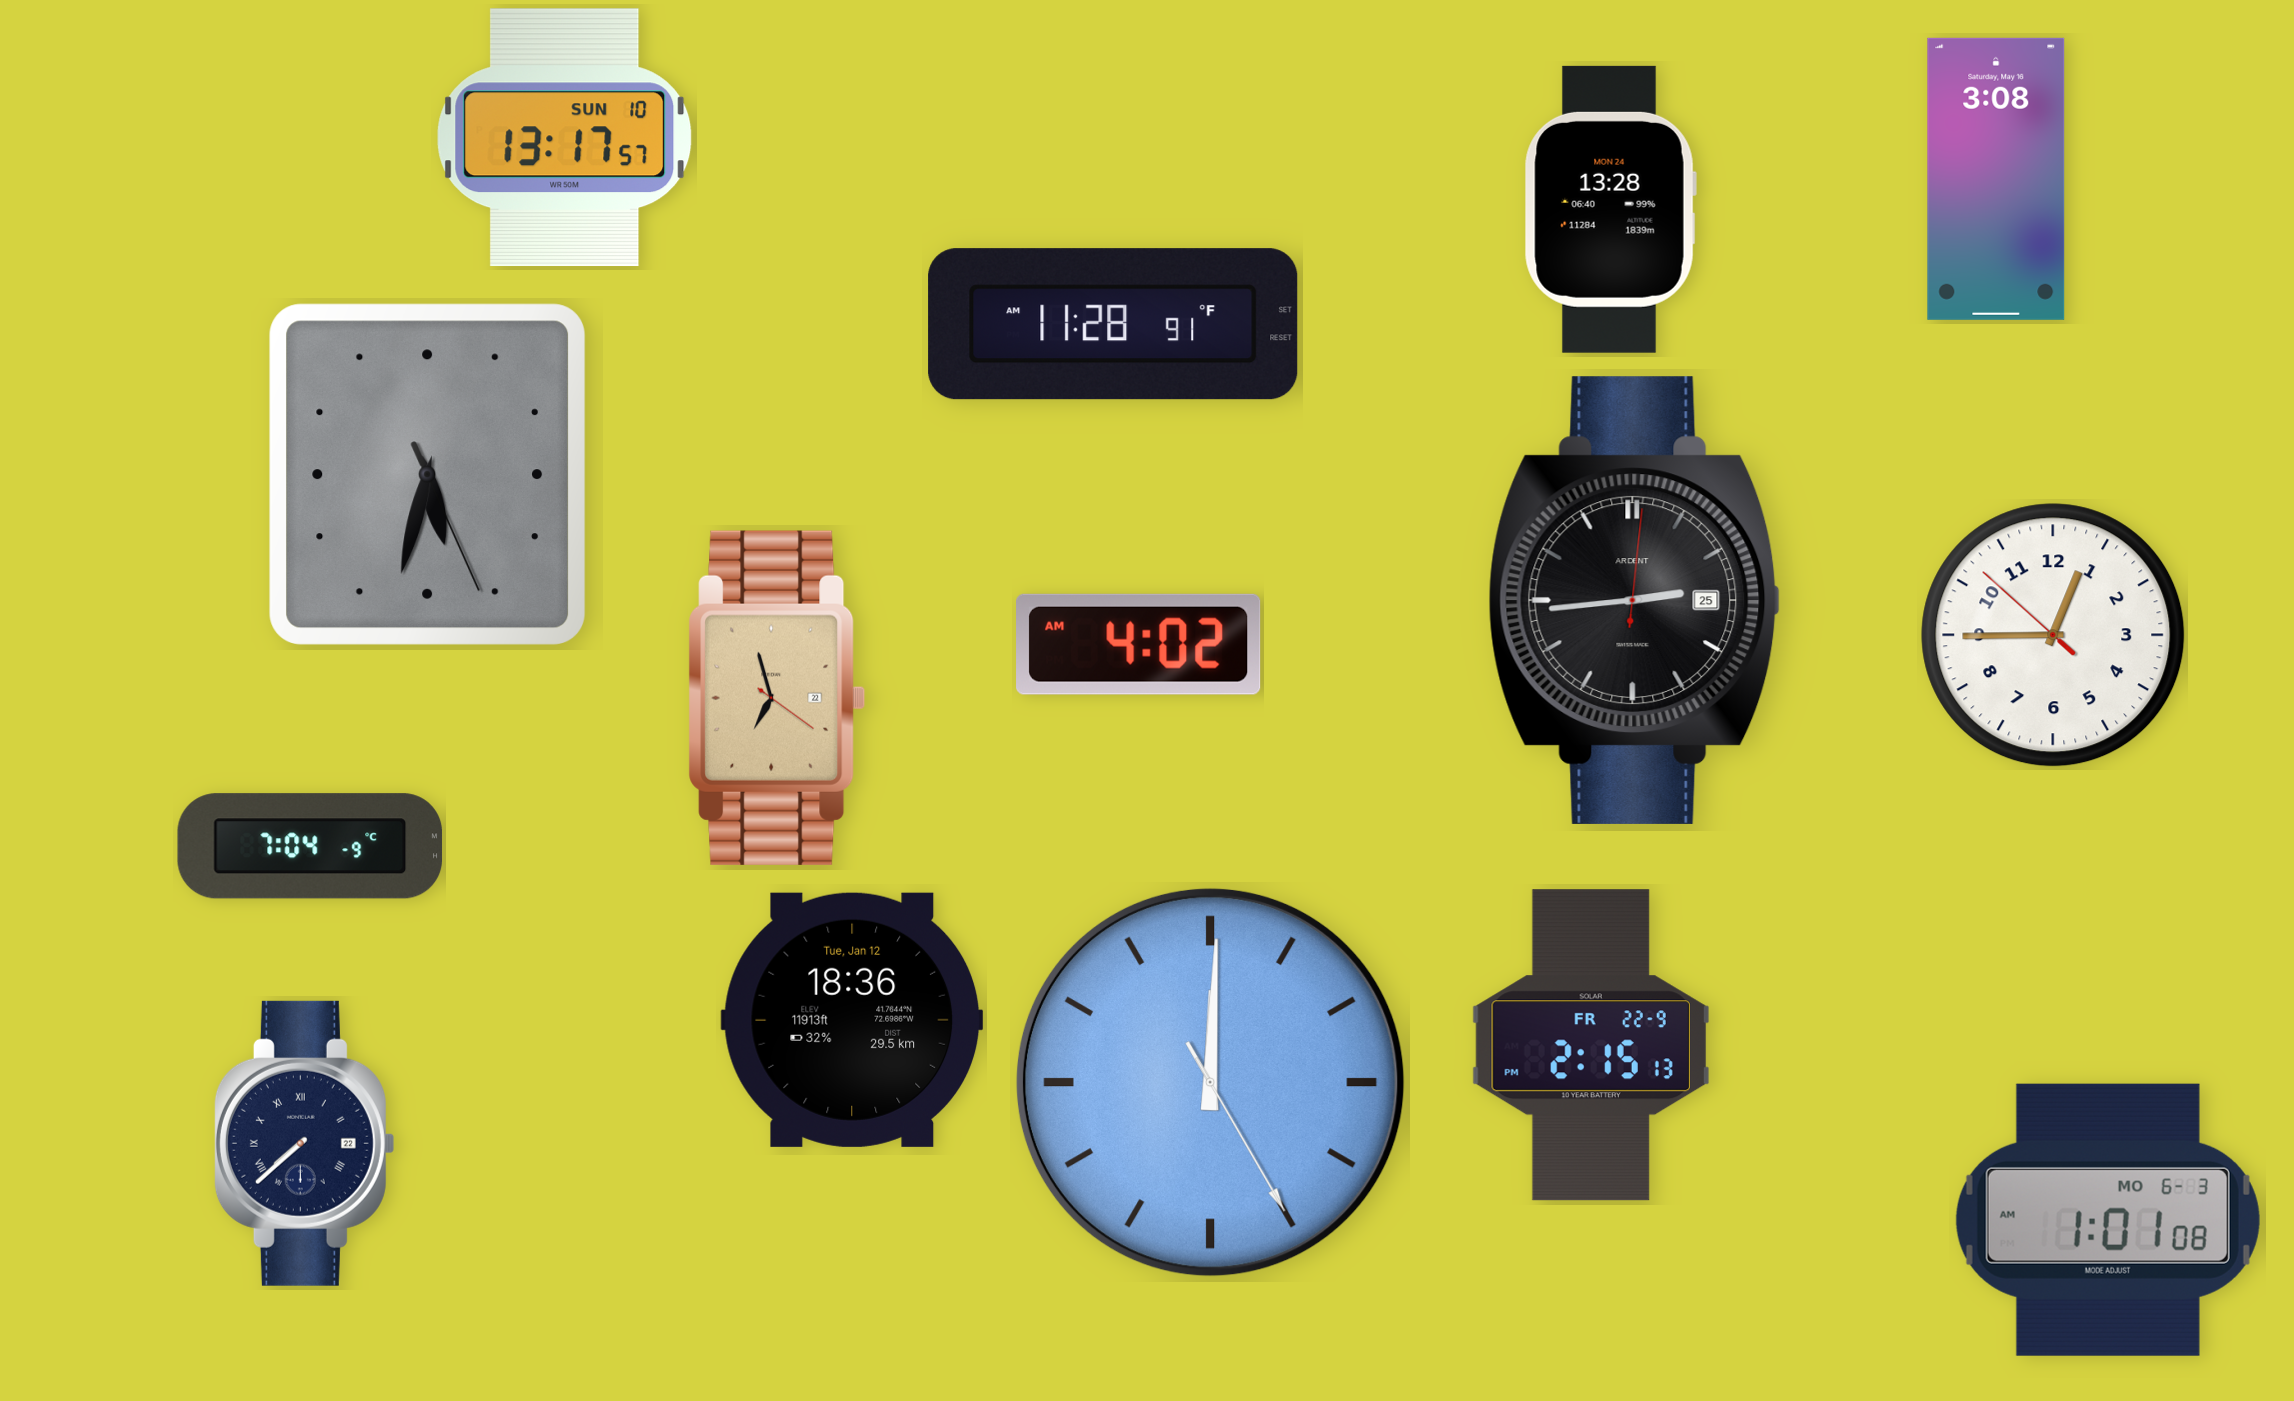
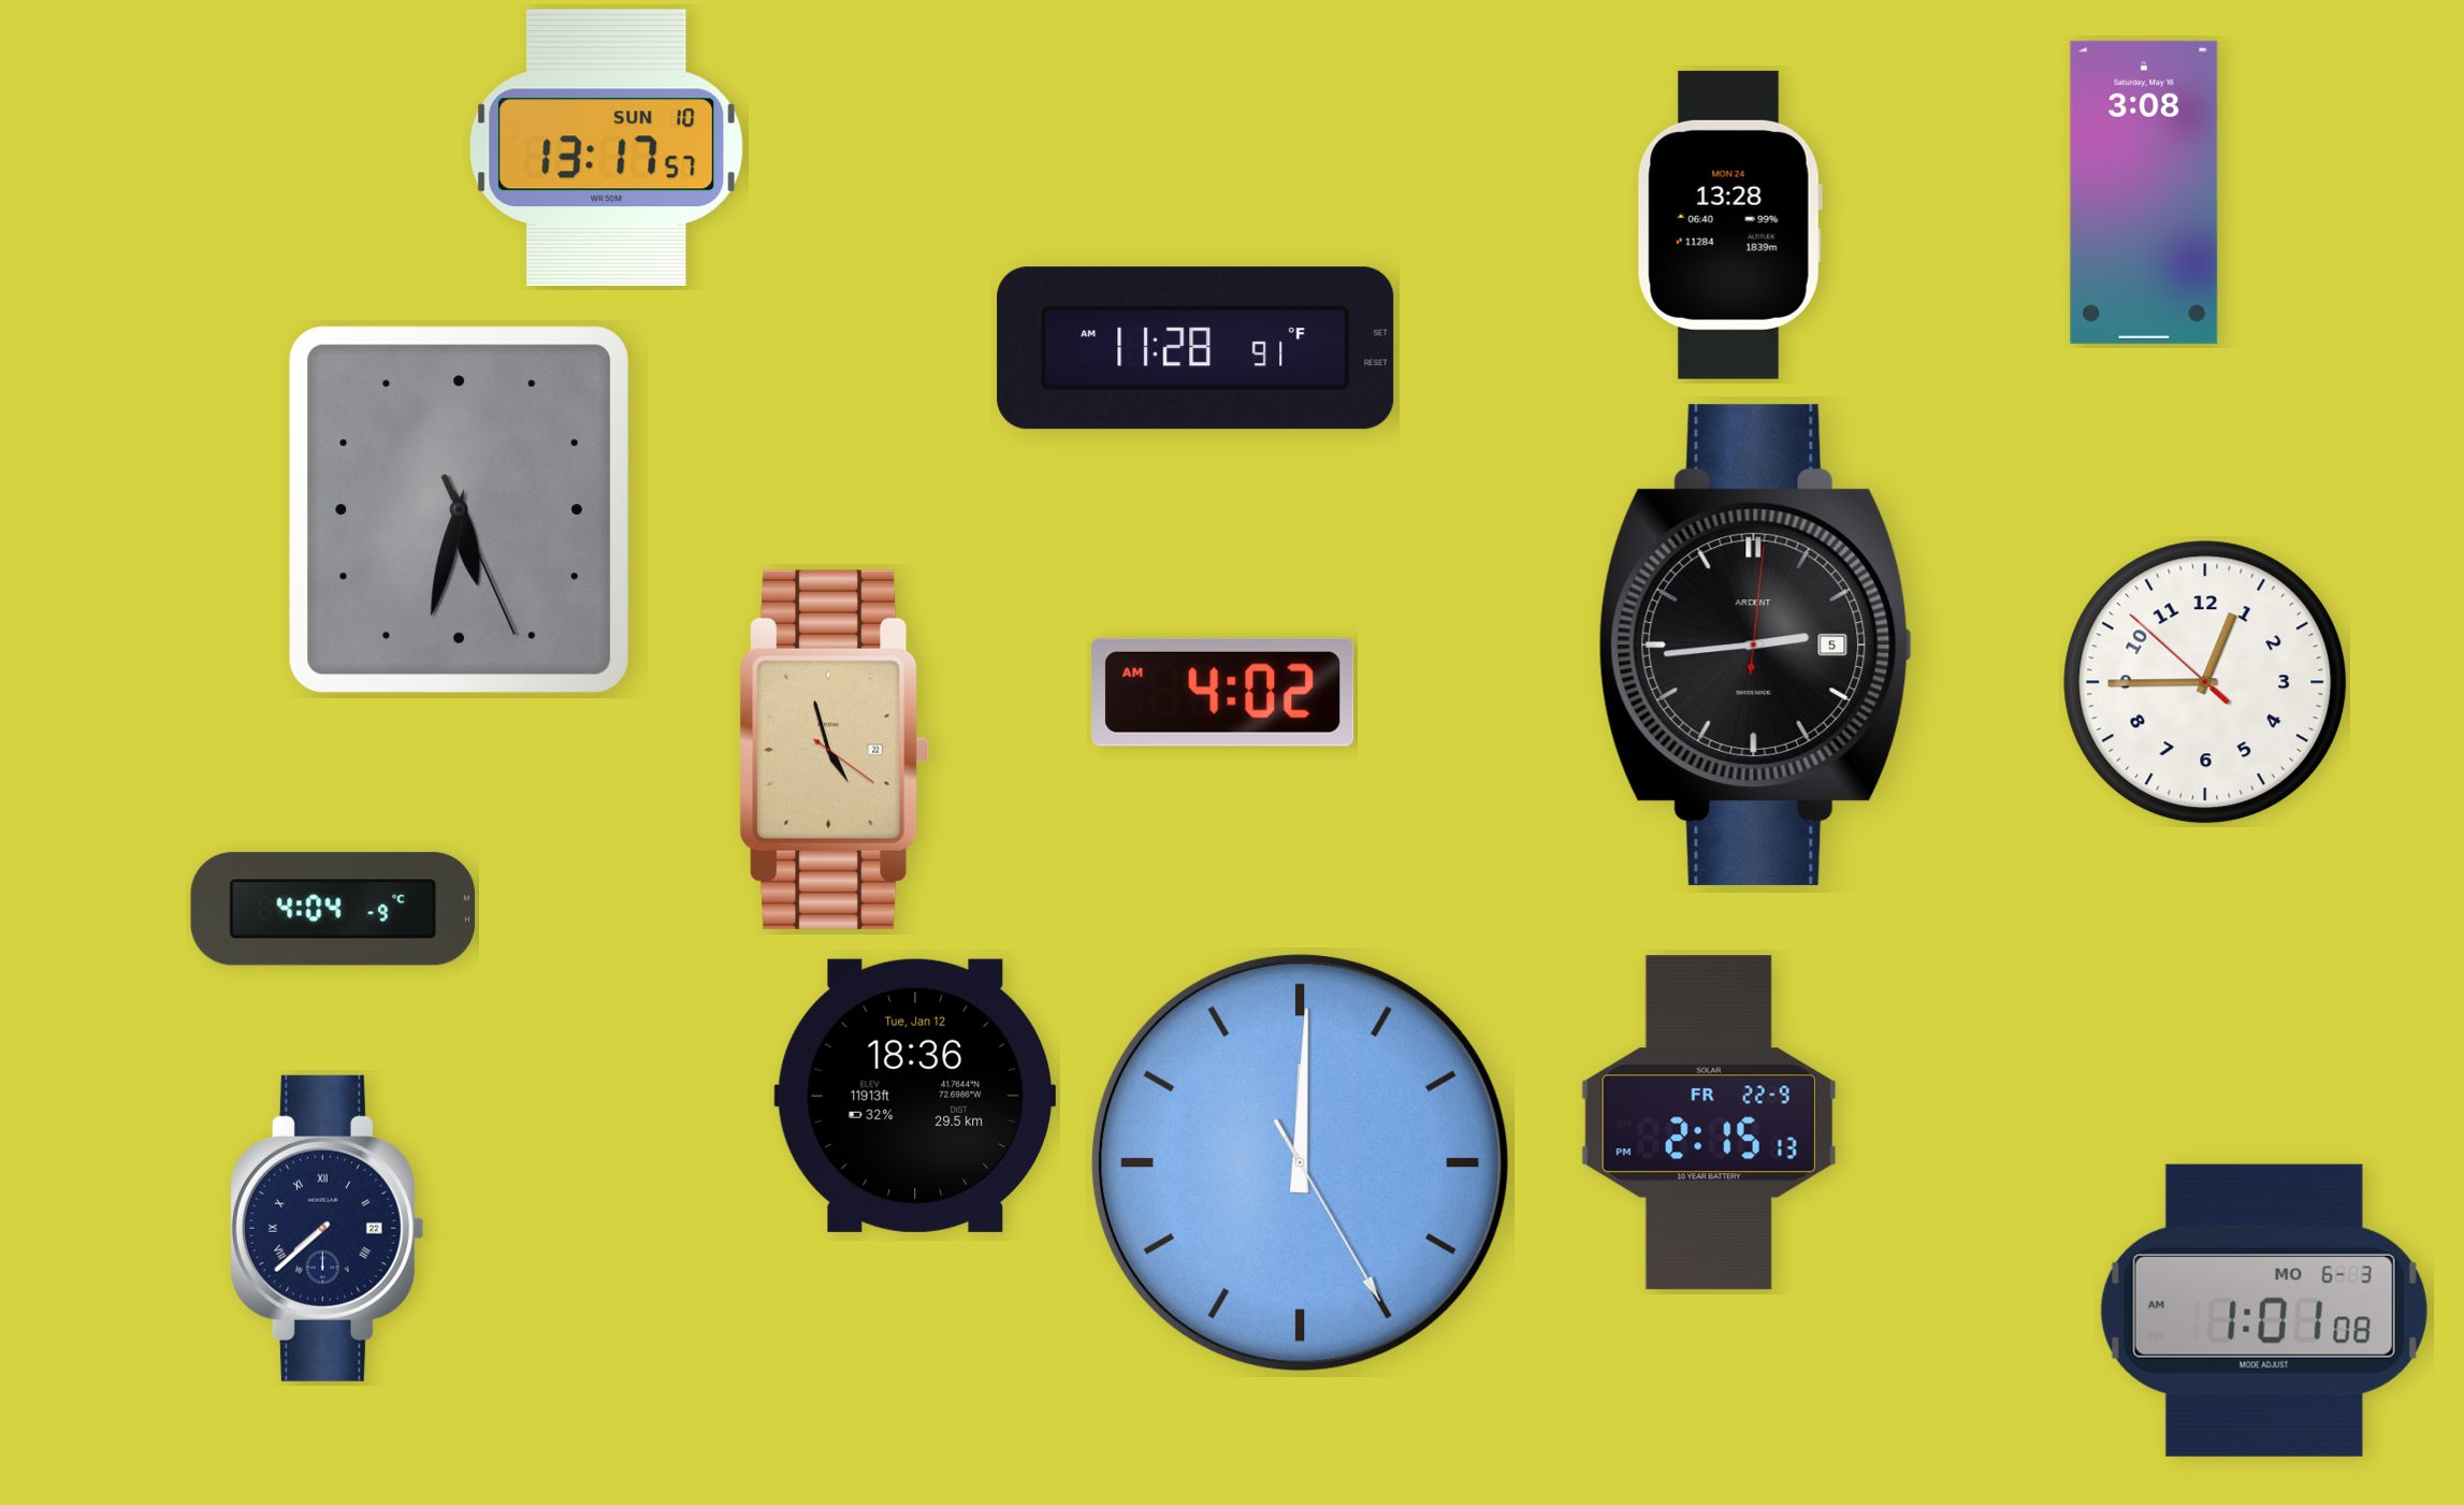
clock at (1634, 600) date: 25 -> 5
clock at (777, 698): 6:57 -> 4:57
clock at (310, 846): 7:04 -> 4:04
